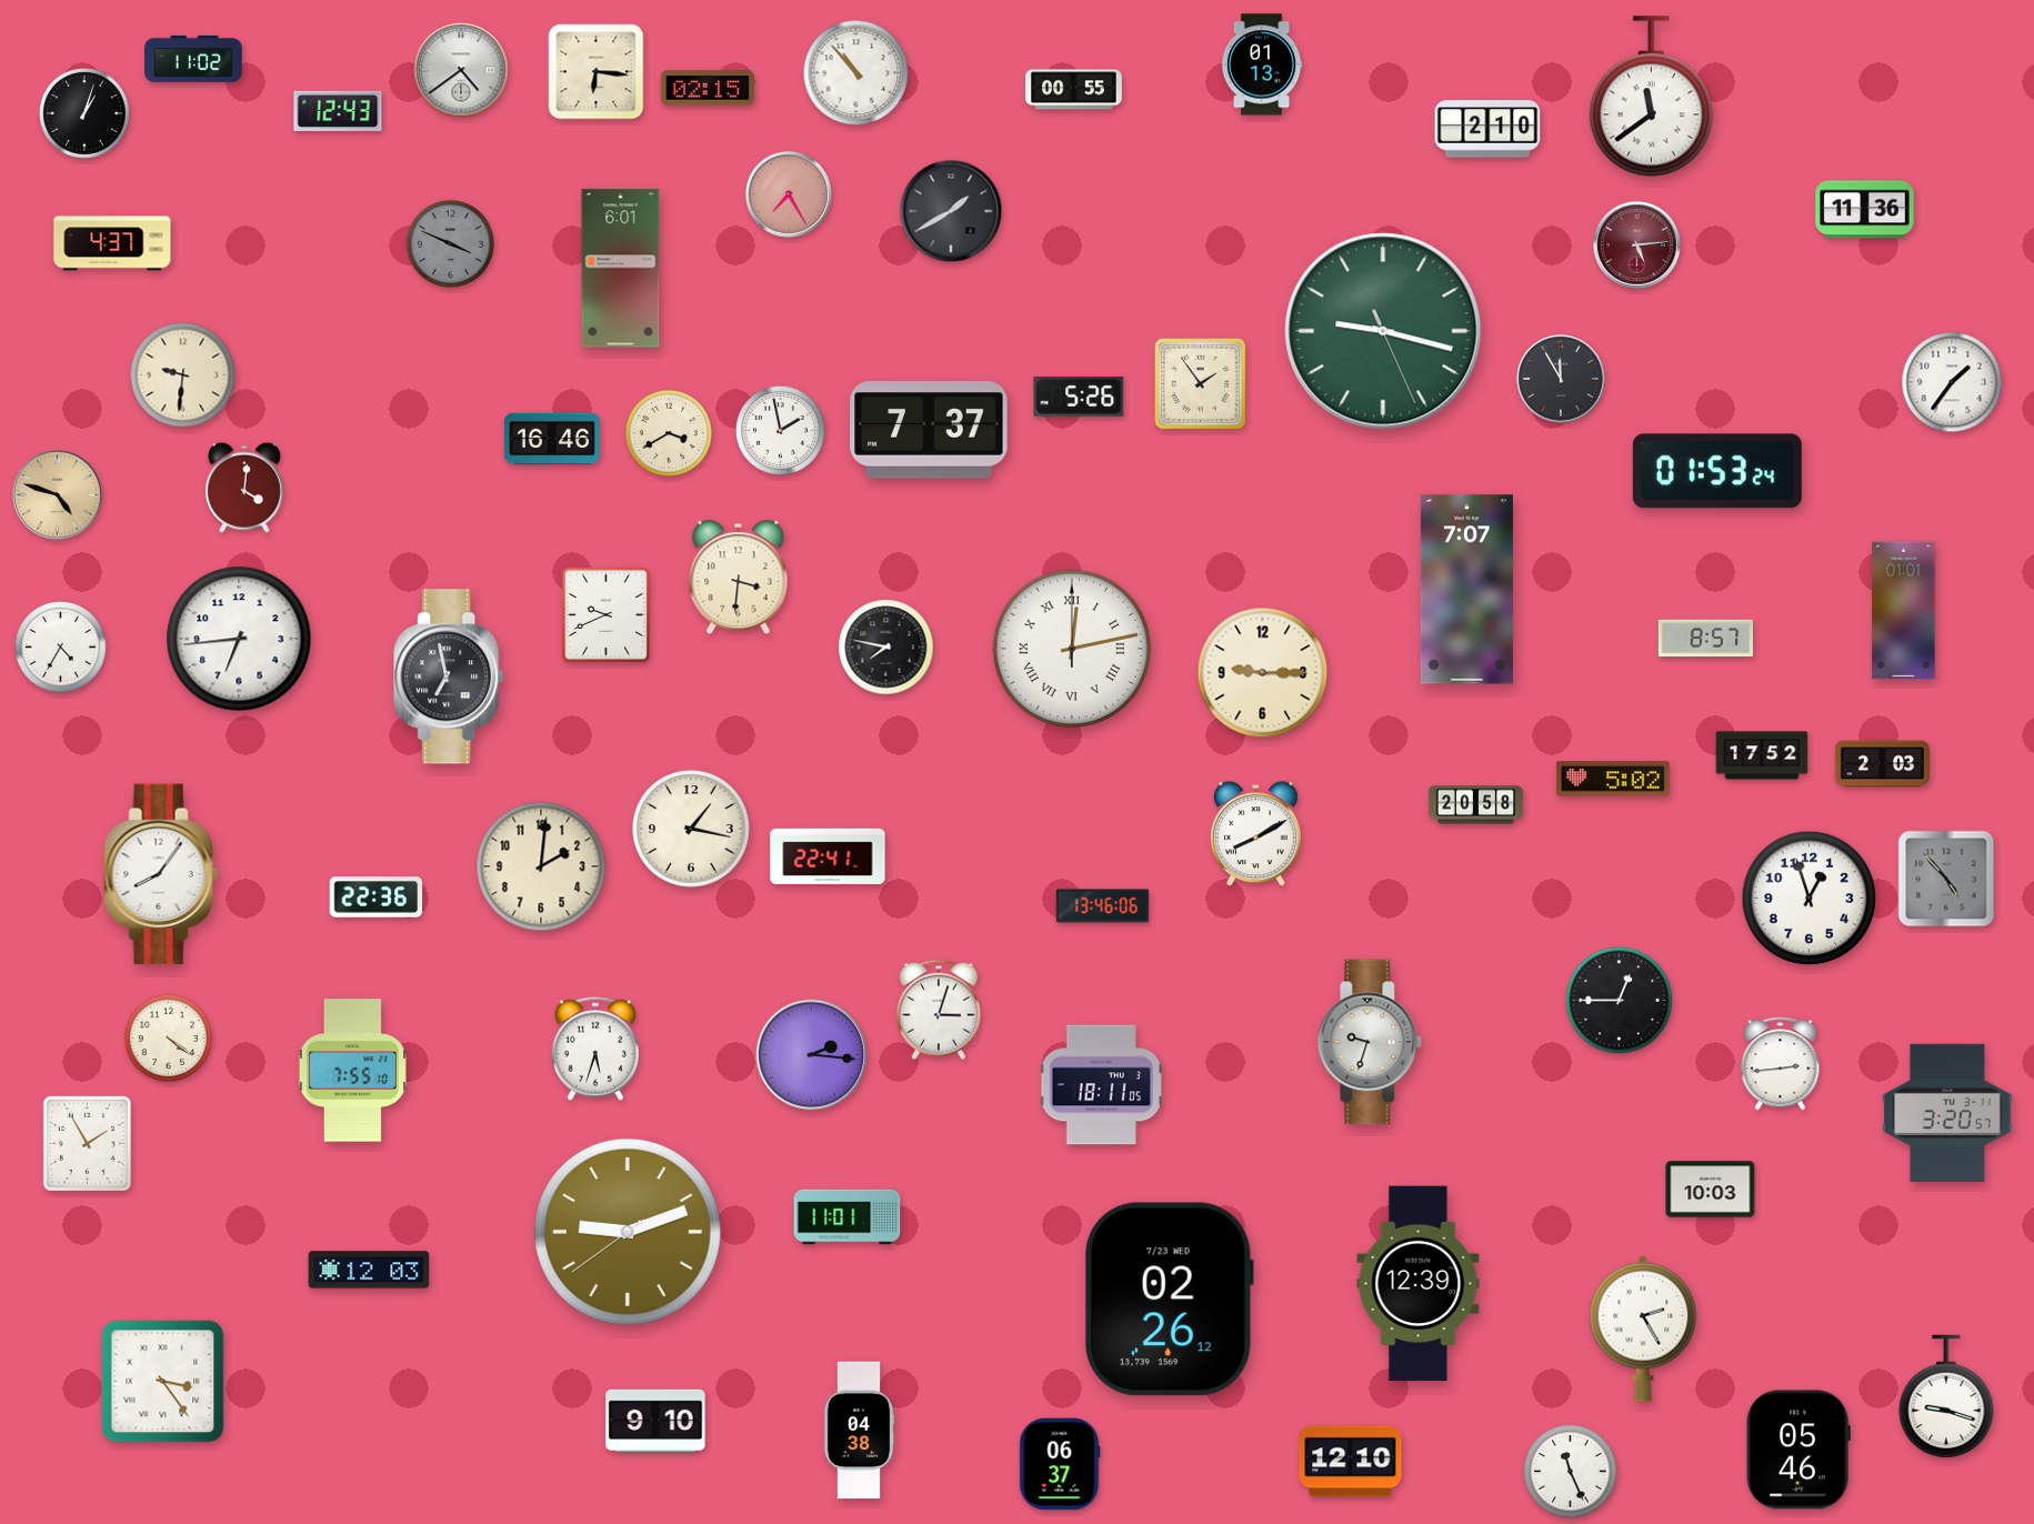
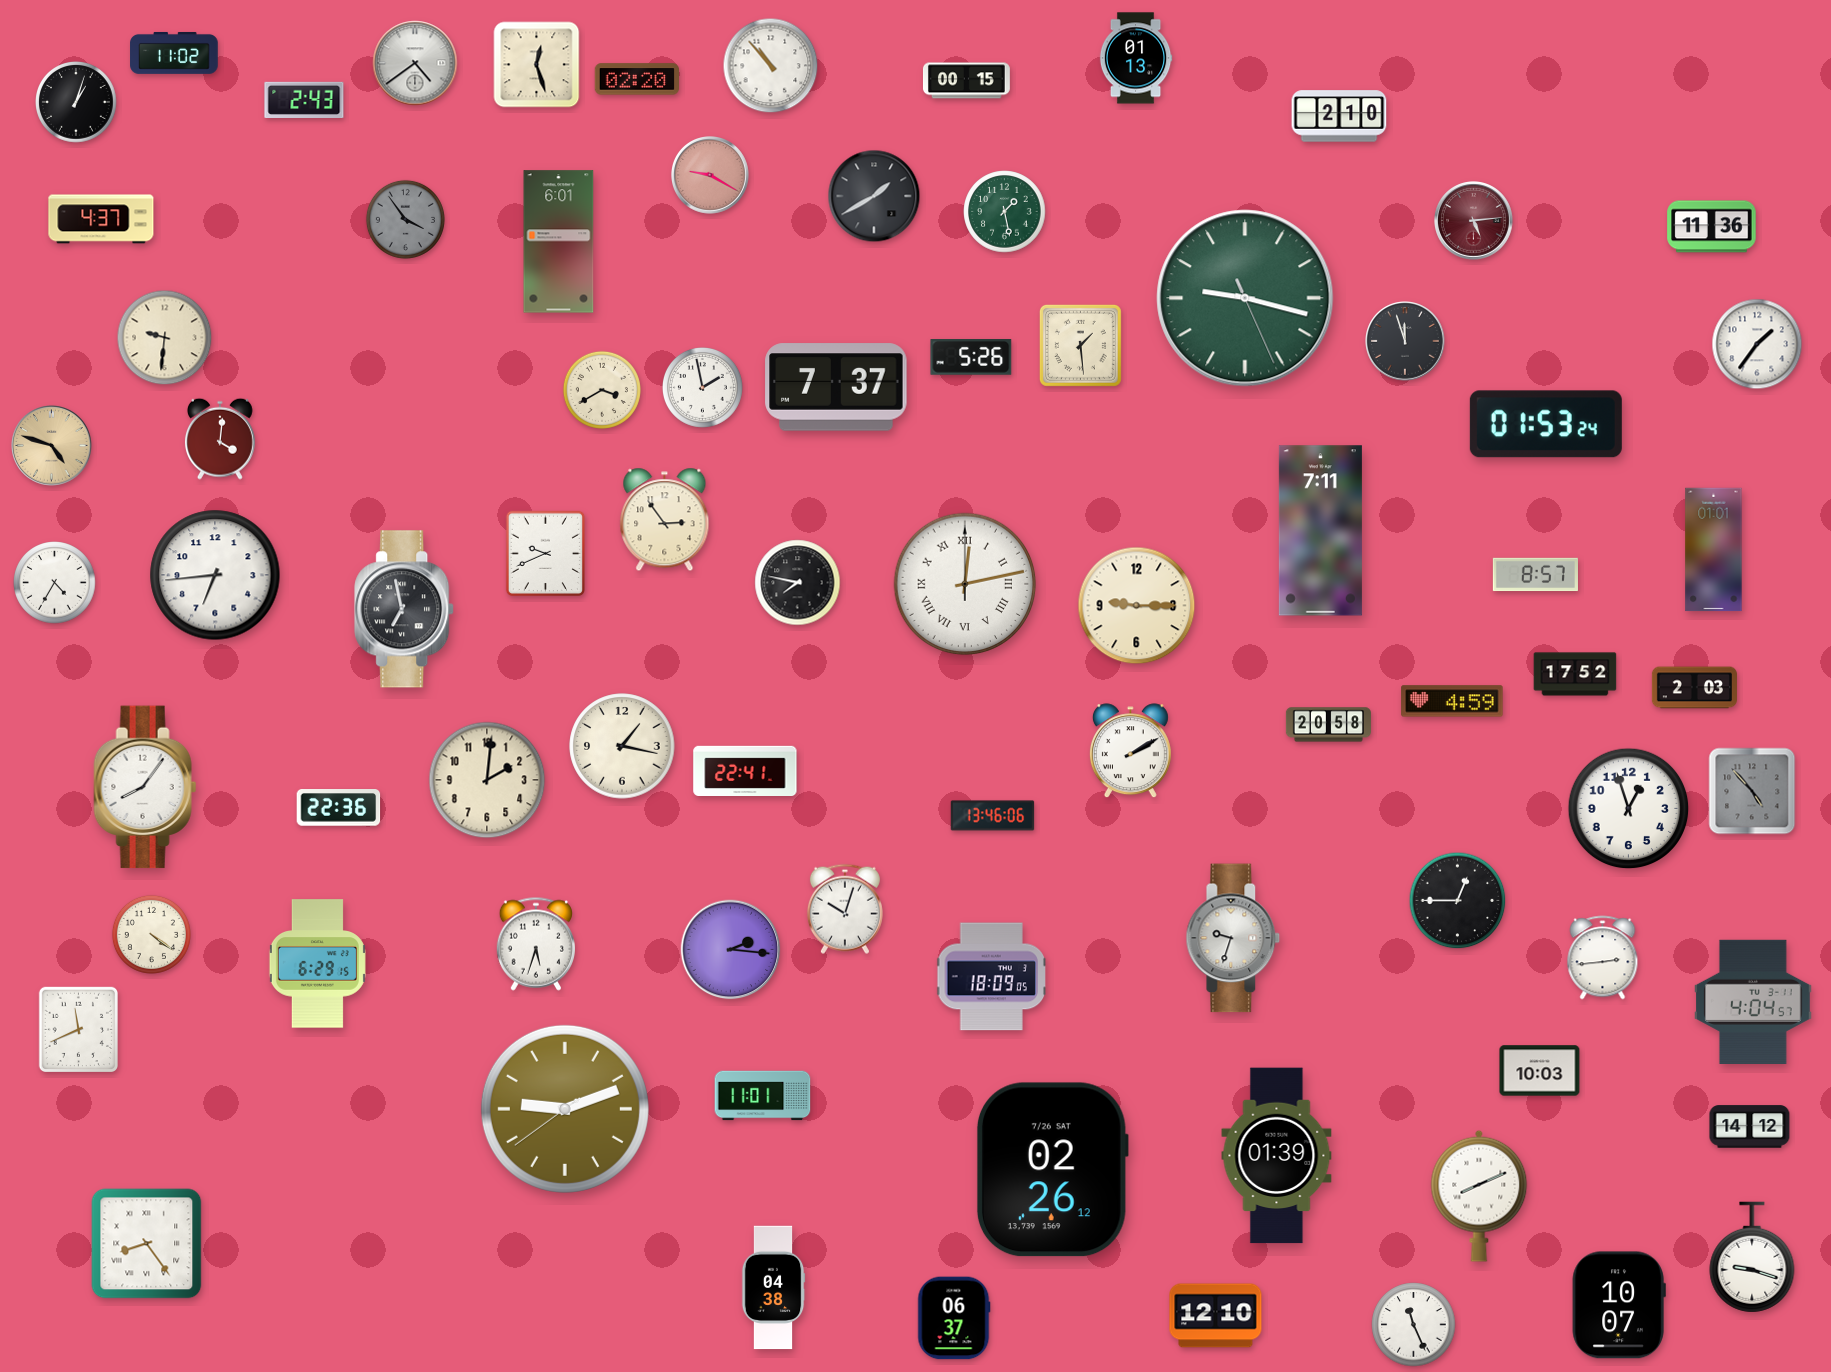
clock at (597, 72): 6:16 -> 12:27
clock at (708, 88): 02:15 -> 02:20
clock at (1074, 90): 00:55 -> 00:15
clock at (1651, 97): 11:39 -> none
clock at (338, 110): 12:43 -> 2:43
clock at (790, 195): 7:25 -> 9:20
clock at (1865, 210) position: (1865, 210) -> (1712, 227)
clock at (951, 211) position: (951, 211) -> (874, 196)
clock at (1005, 212): none -> 1:28
clock at (450, 243): 3:49 -> 3:54
clock at (1561, 379): 11:55 -> 11:57
clock at (1200, 383): 1:54 -> 1:29
clock at (552, 439): 16:46 -> none
clock at (739, 578): 3:31 -> 2:54
clock at (1466, 590): 7:07 -> 7:11
clock at (1762, 755) position: (1762, 755) -> (1575, 674)
clock at (1613, 779): 5:02 -> 4:59
clock at (1255, 834): 8:10 -> 2:10
clock at (939, 1010): 3:03 -> 10:03
clock at (352, 1071): 7:55 -> 6:29
clock at (1102, 1085): 18:11 -> 18:09
clock at (1948, 1113): 3:20 -> 4:04
clock at (87, 1143): 1:55 -> 11:41
clock at (1750, 1127): none -> 14:12
clock at (369, 1270): 12:03 -> none
clock at (1419, 1284): 12:39 -> 01:39
clock at (1169, 1300) date: 7/23 WED -> 7/26 SAT
clock at (1643, 1329): 2:25 -> 8:11
clock at (163, 1382): 3:24 -> 8:24
clock at (655, 1420): 9:10 -> none
clock at (1798, 1450): 05:46 -> 10:07
